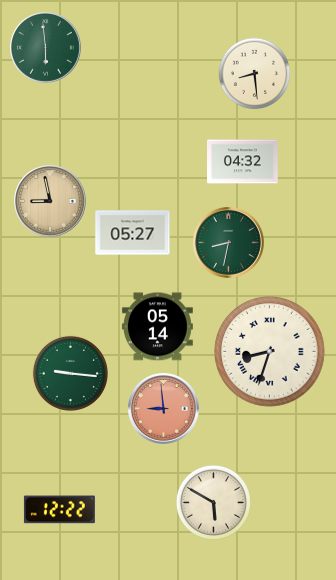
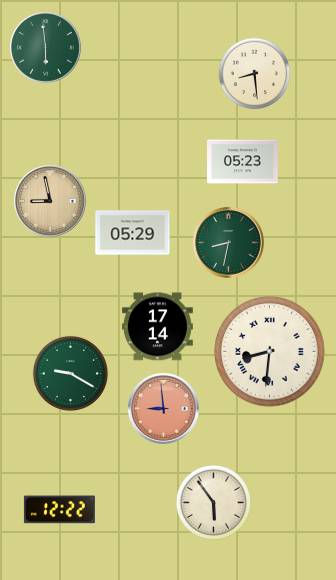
clock at (243, 162): 04:32 -> 05:23
clock at (133, 233): 05:27 -> 05:29
clock at (157, 327): 05:14 -> 17:14
clock at (270, 352): 8:33 -> 8:31
clock at (70, 373): 9:16 -> 9:20
clock at (213, 502): 5:50 -> 5:54
